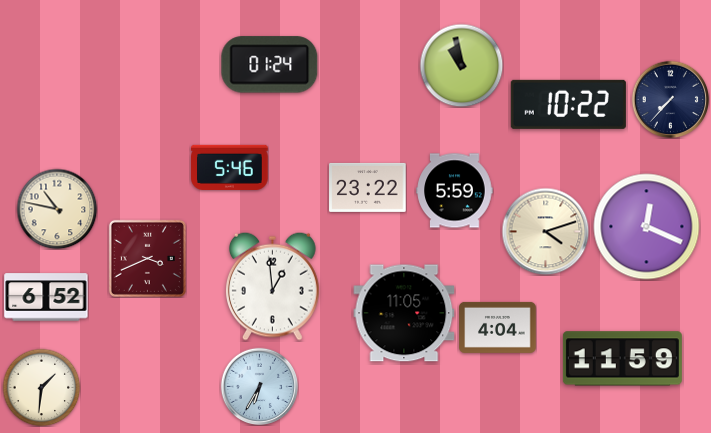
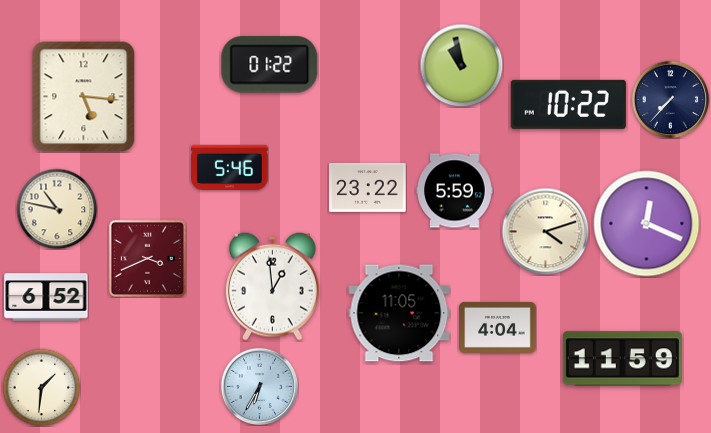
clock at (270, 65): 01:24 -> 01:22
clock at (84, 97): none -> 5:16
clock at (647, 227) position: (647, 227) -> (647, 224)
clock at (404, 313) position: (404, 313) -> (399, 313)
